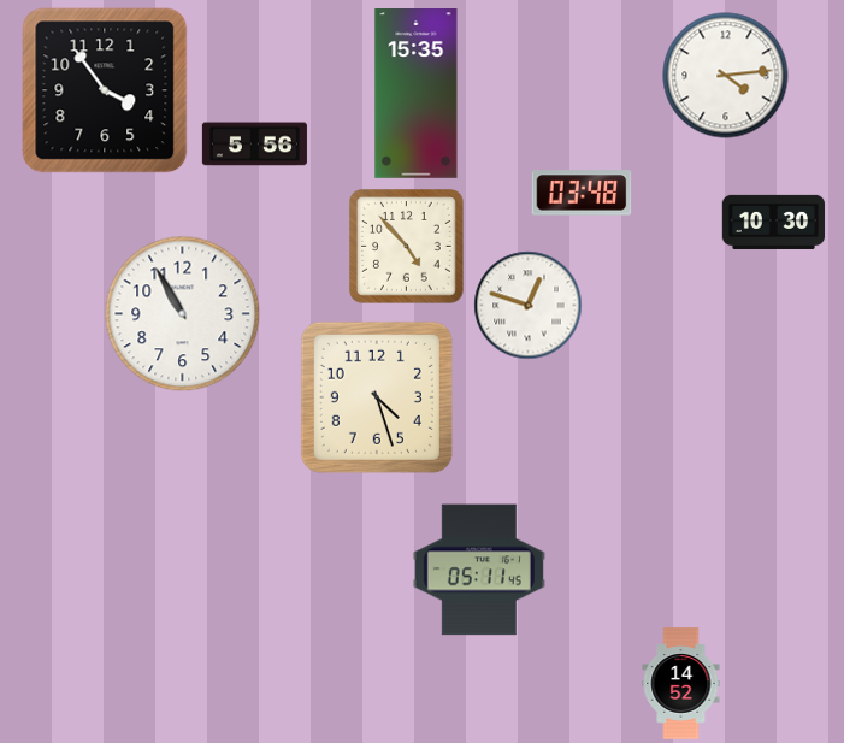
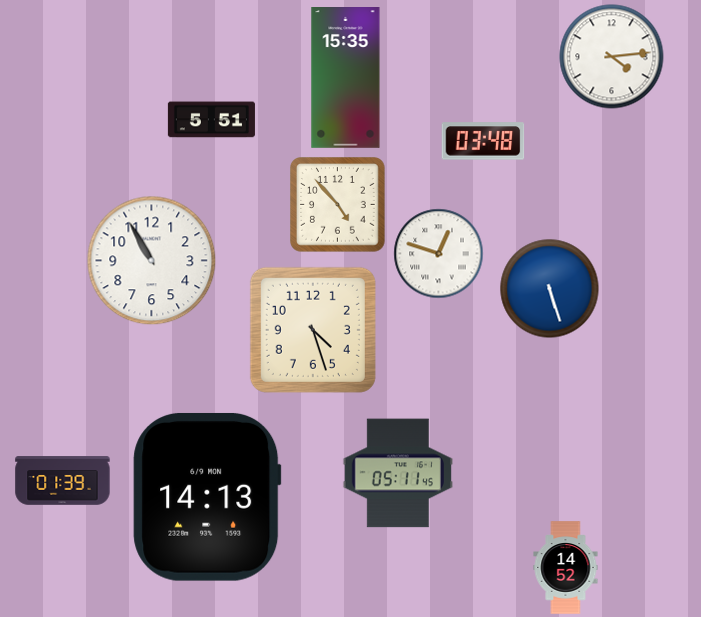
clock at (726, 76) position: (726, 76) -> (612, 57)
clock at (105, 90): 3:54 -> none
clock at (254, 145): 5:56 -> 5:51
clock at (582, 193) position: (582, 193) -> (483, 141)
clock at (774, 222): 10:30 -> none
clock at (550, 289): none -> 5:27
clock at (63, 481): none -> 01:39
clock at (207, 497): none -> 14:13
